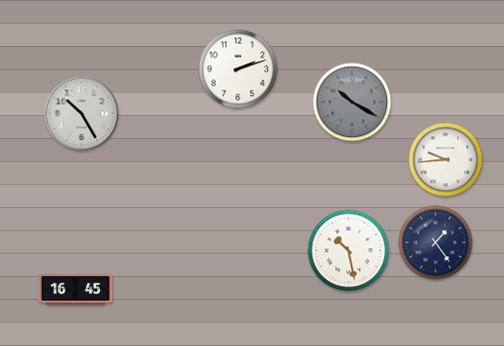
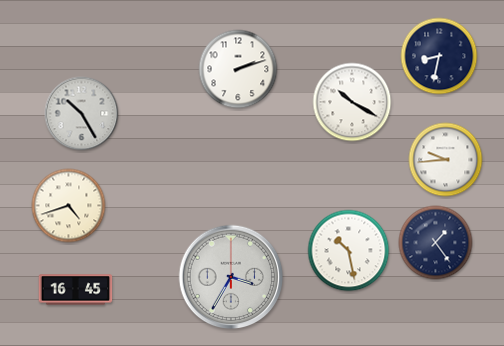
clock at (439, 56): none -> 8:32
clock at (352, 102) dial: grey -> white
clock at (69, 206): none -> 4:42
clock at (231, 277): none -> 3:35
